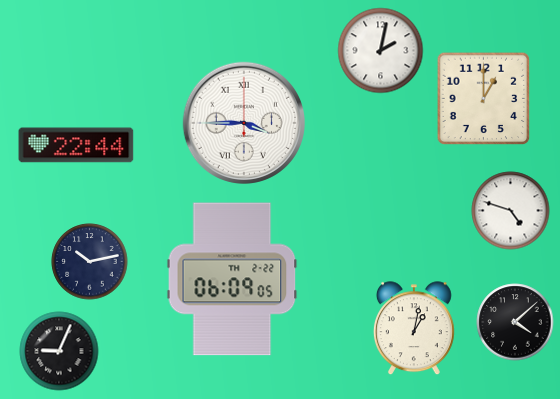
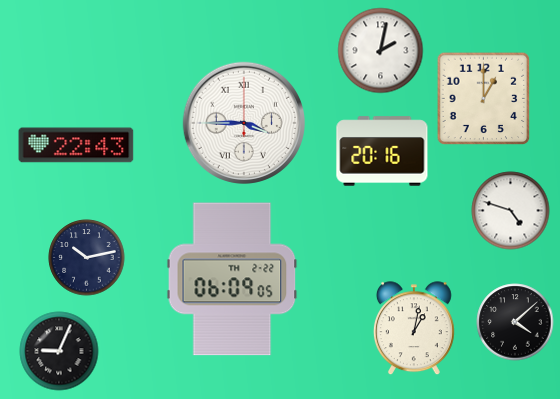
clock at (76, 145): 22:44 -> 22:43
clock at (382, 151): none -> 20:16
clock at (90, 262) position: (90, 262) -> (87, 258)
